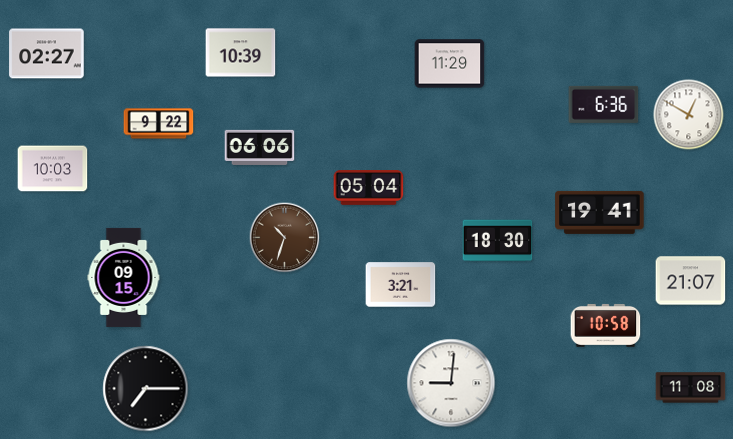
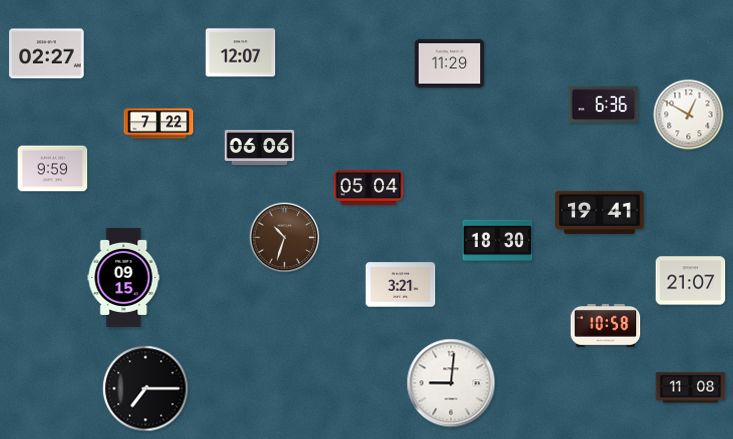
clock at (241, 53): 10:39 -> 12:07
clock at (159, 124): 9:22 -> 7:22
clock at (53, 169): 10:03 -> 9:59
